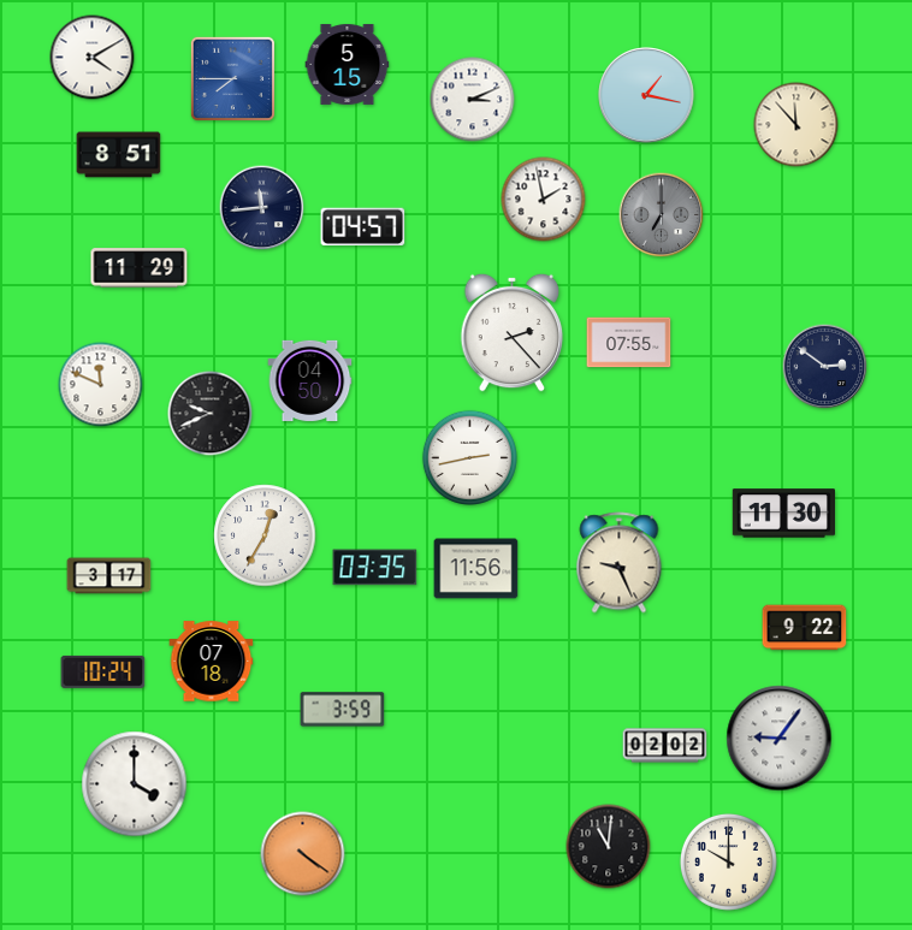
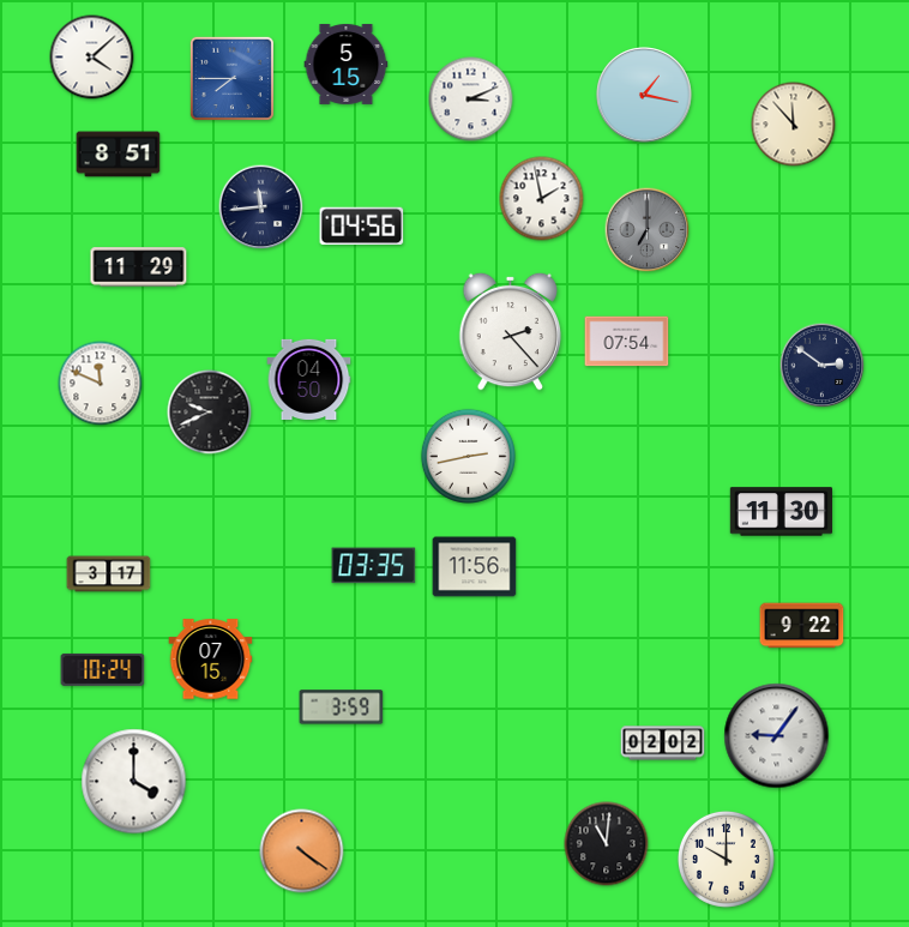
clock at (93, 58): 4:10 -> 4:08
clock at (662, 215) position: (662, 215) -> (648, 230)
clock at (363, 226): 04:57 -> 04:56
clock at (629, 343): 07:55 -> 07:54
clock at (265, 535): 12:35 -> none
clock at (620, 563): 9:26 -> none
clock at (212, 662): 07:18 -> 07:15
